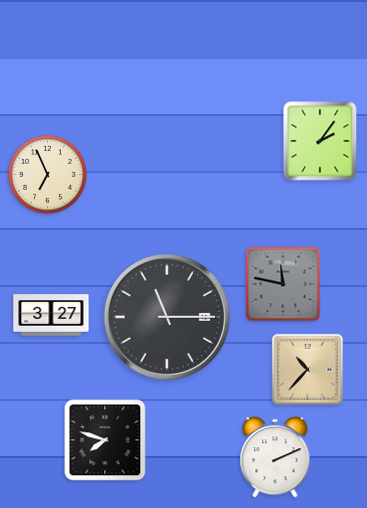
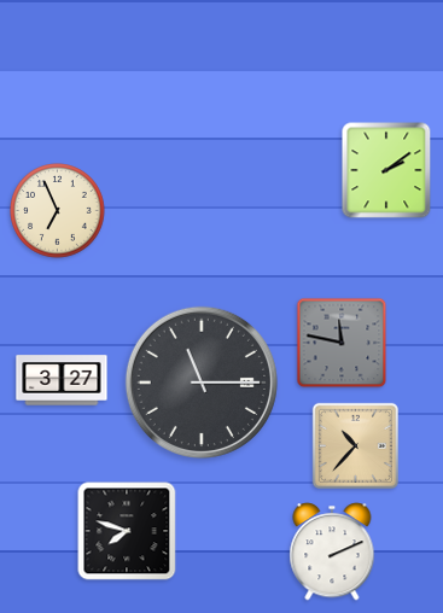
clock at (320, 141): 2:06 -> 2:09
clock at (307, 369) position: (307, 369) -> (355, 445)
